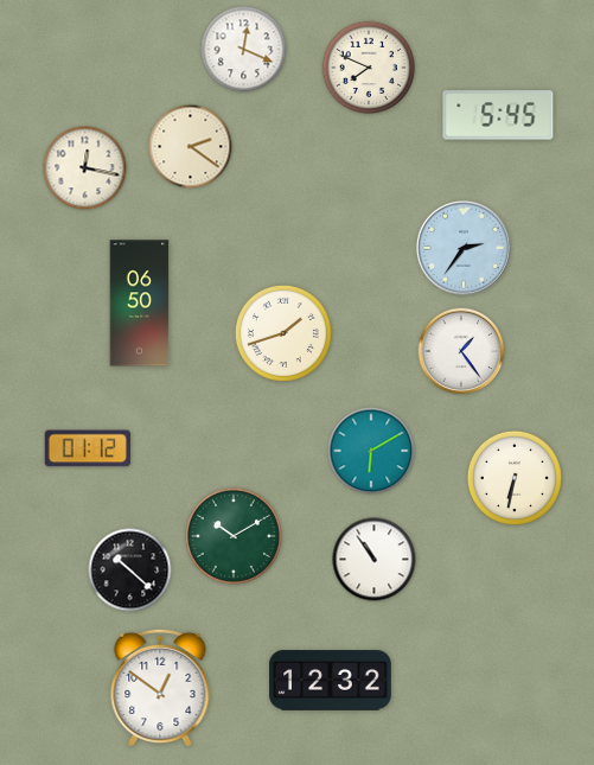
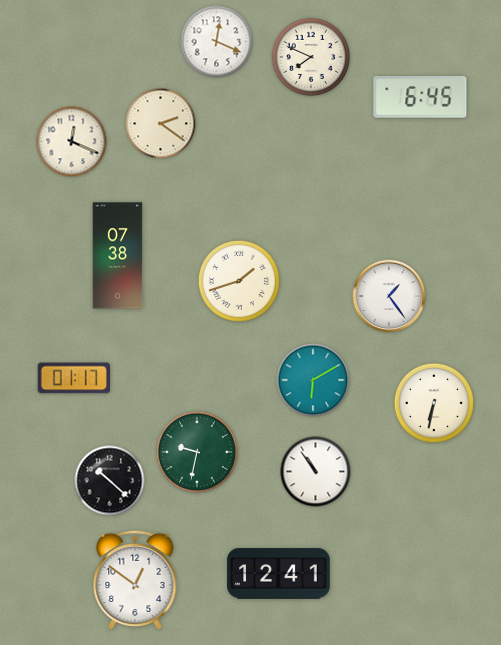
clock at (244, 50) position: (244, 50) -> (217, 42)
clock at (498, 115): 5:45 -> 6:45
clock at (85, 168): 12:17 -> 12:19
clock at (464, 248): 2:36 -> none
clock at (140, 304): 06:50 -> 07:38
clock at (87, 448): 01:12 -> 01:17
clock at (234, 536): 10:10 -> 9:32
clock at (331, 681): 12:32 -> 12:41
